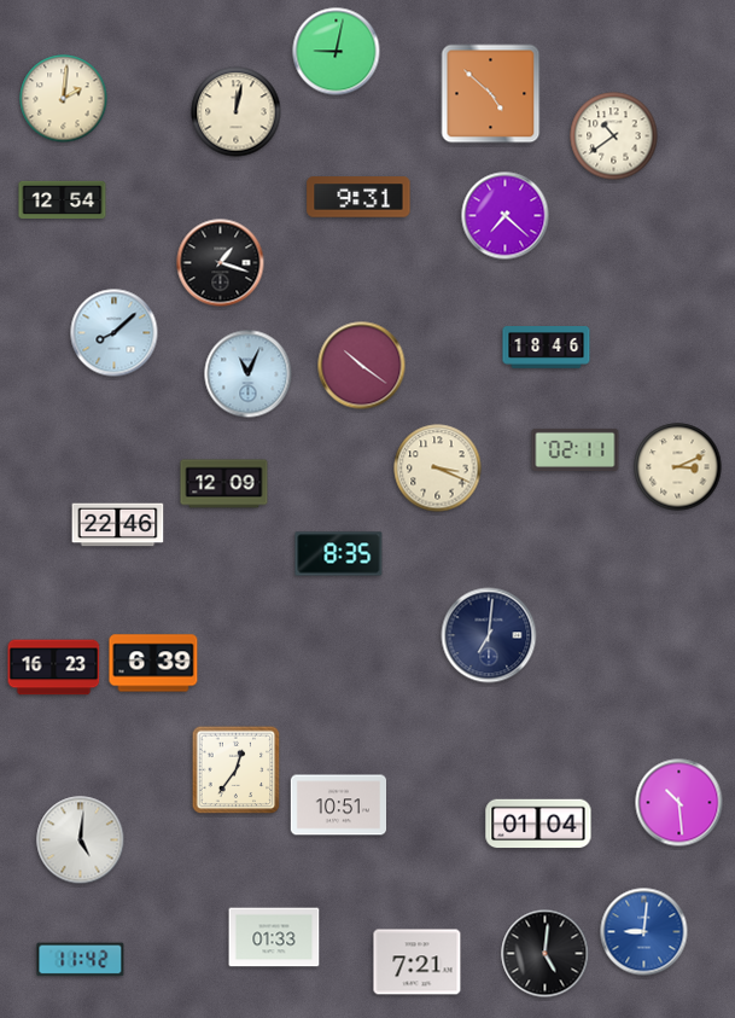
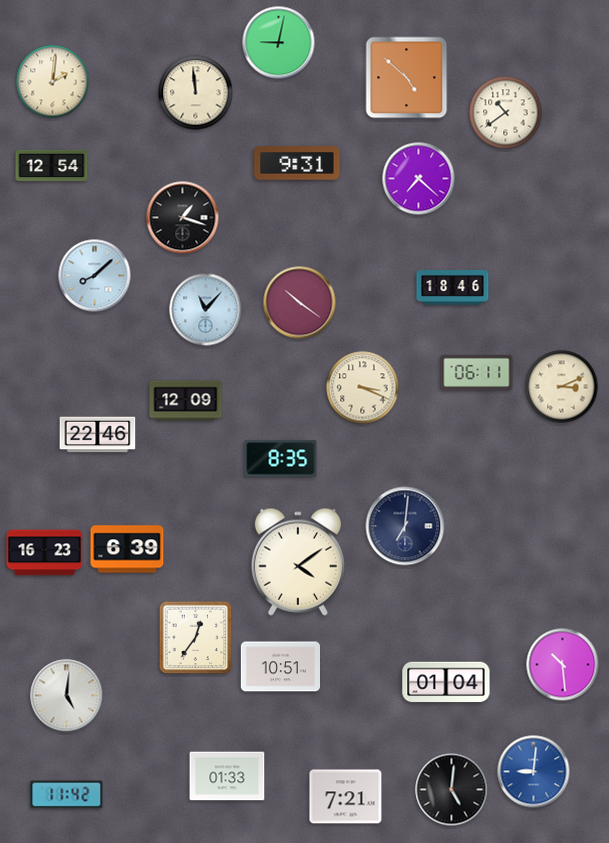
clock at (237, 112): 12:02 -> 11:59
clock at (614, 136) position: (614, 136) -> (506, 113)
clock at (249, 374): 11:04 -> 11:07
clock at (576, 449): 02:11 -> 06:11
clock at (298, 562): none -> 4:09
